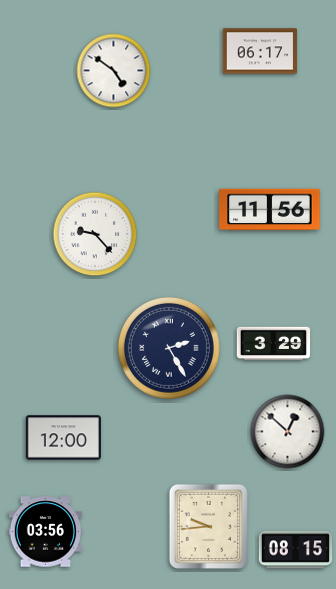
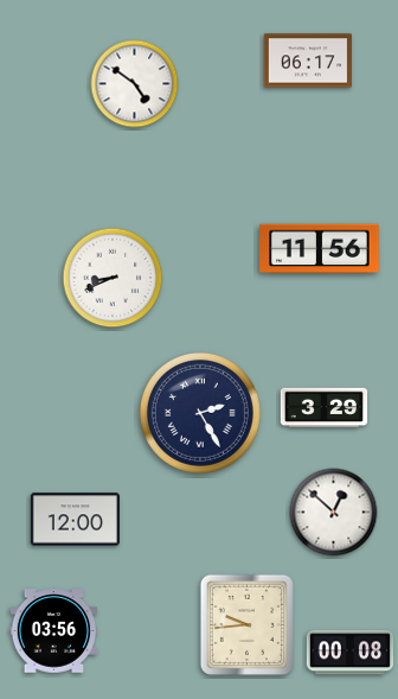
clock at (95, 234): 9:23 -> 8:41
clock at (288, 432) position: (288, 432) -> (334, 513)
clock at (296, 550): 08:15 -> 00:08
